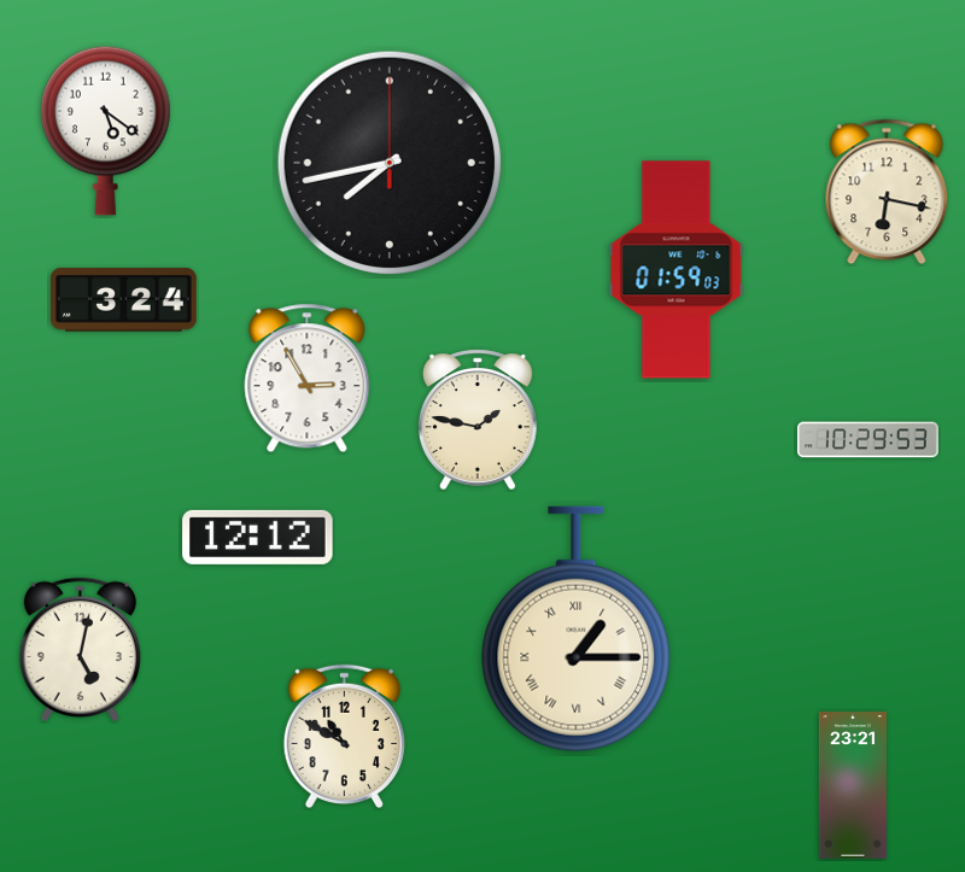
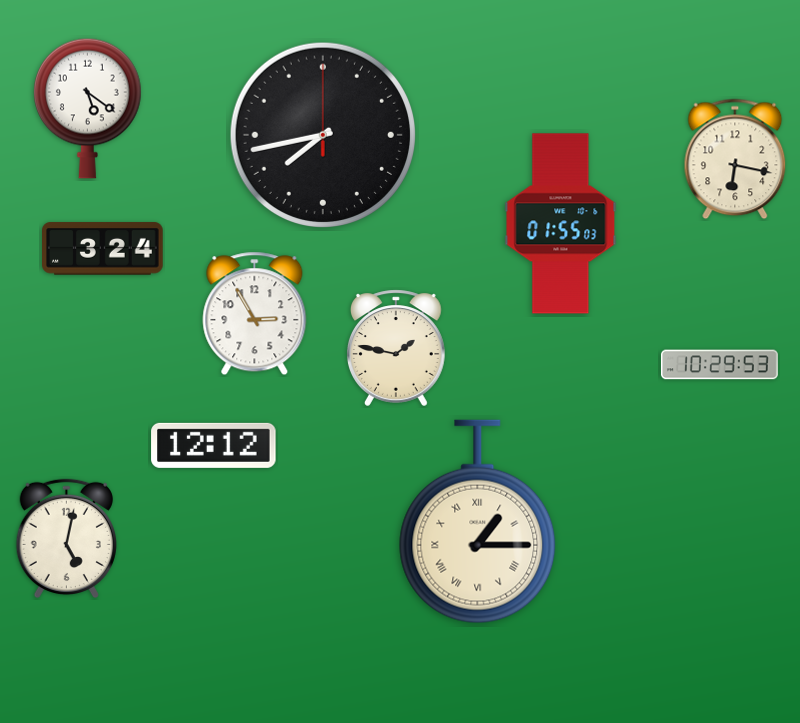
clock at (677, 270): 01:59 -> 01:55
clock at (344, 737): 10:50 -> none
clock at (853, 785): 23:21 -> none
